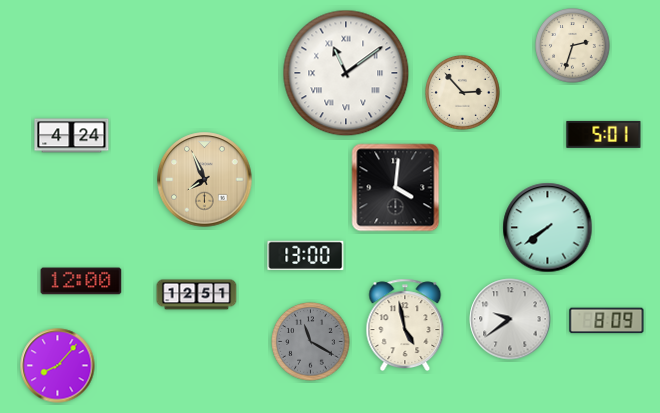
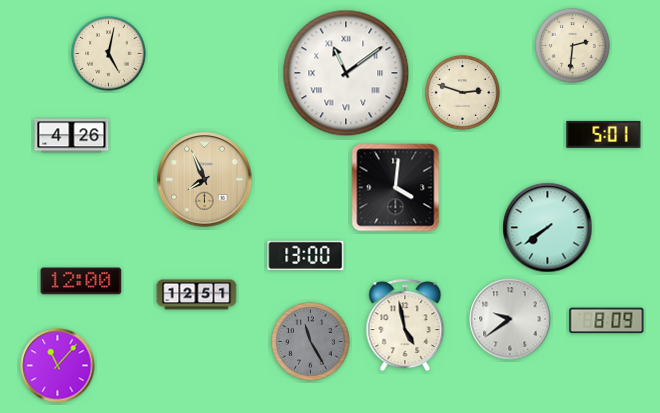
clock at (573, 46): 2:33 -> 2:31
clock at (109, 54): none -> 5:02
clock at (463, 93): 2:53 -> 2:48
clock at (72, 136): 4:24 -> 4:26
clock at (311, 342): 11:20 -> 11:25
clock at (58, 366): 8:07 -> 11:07
